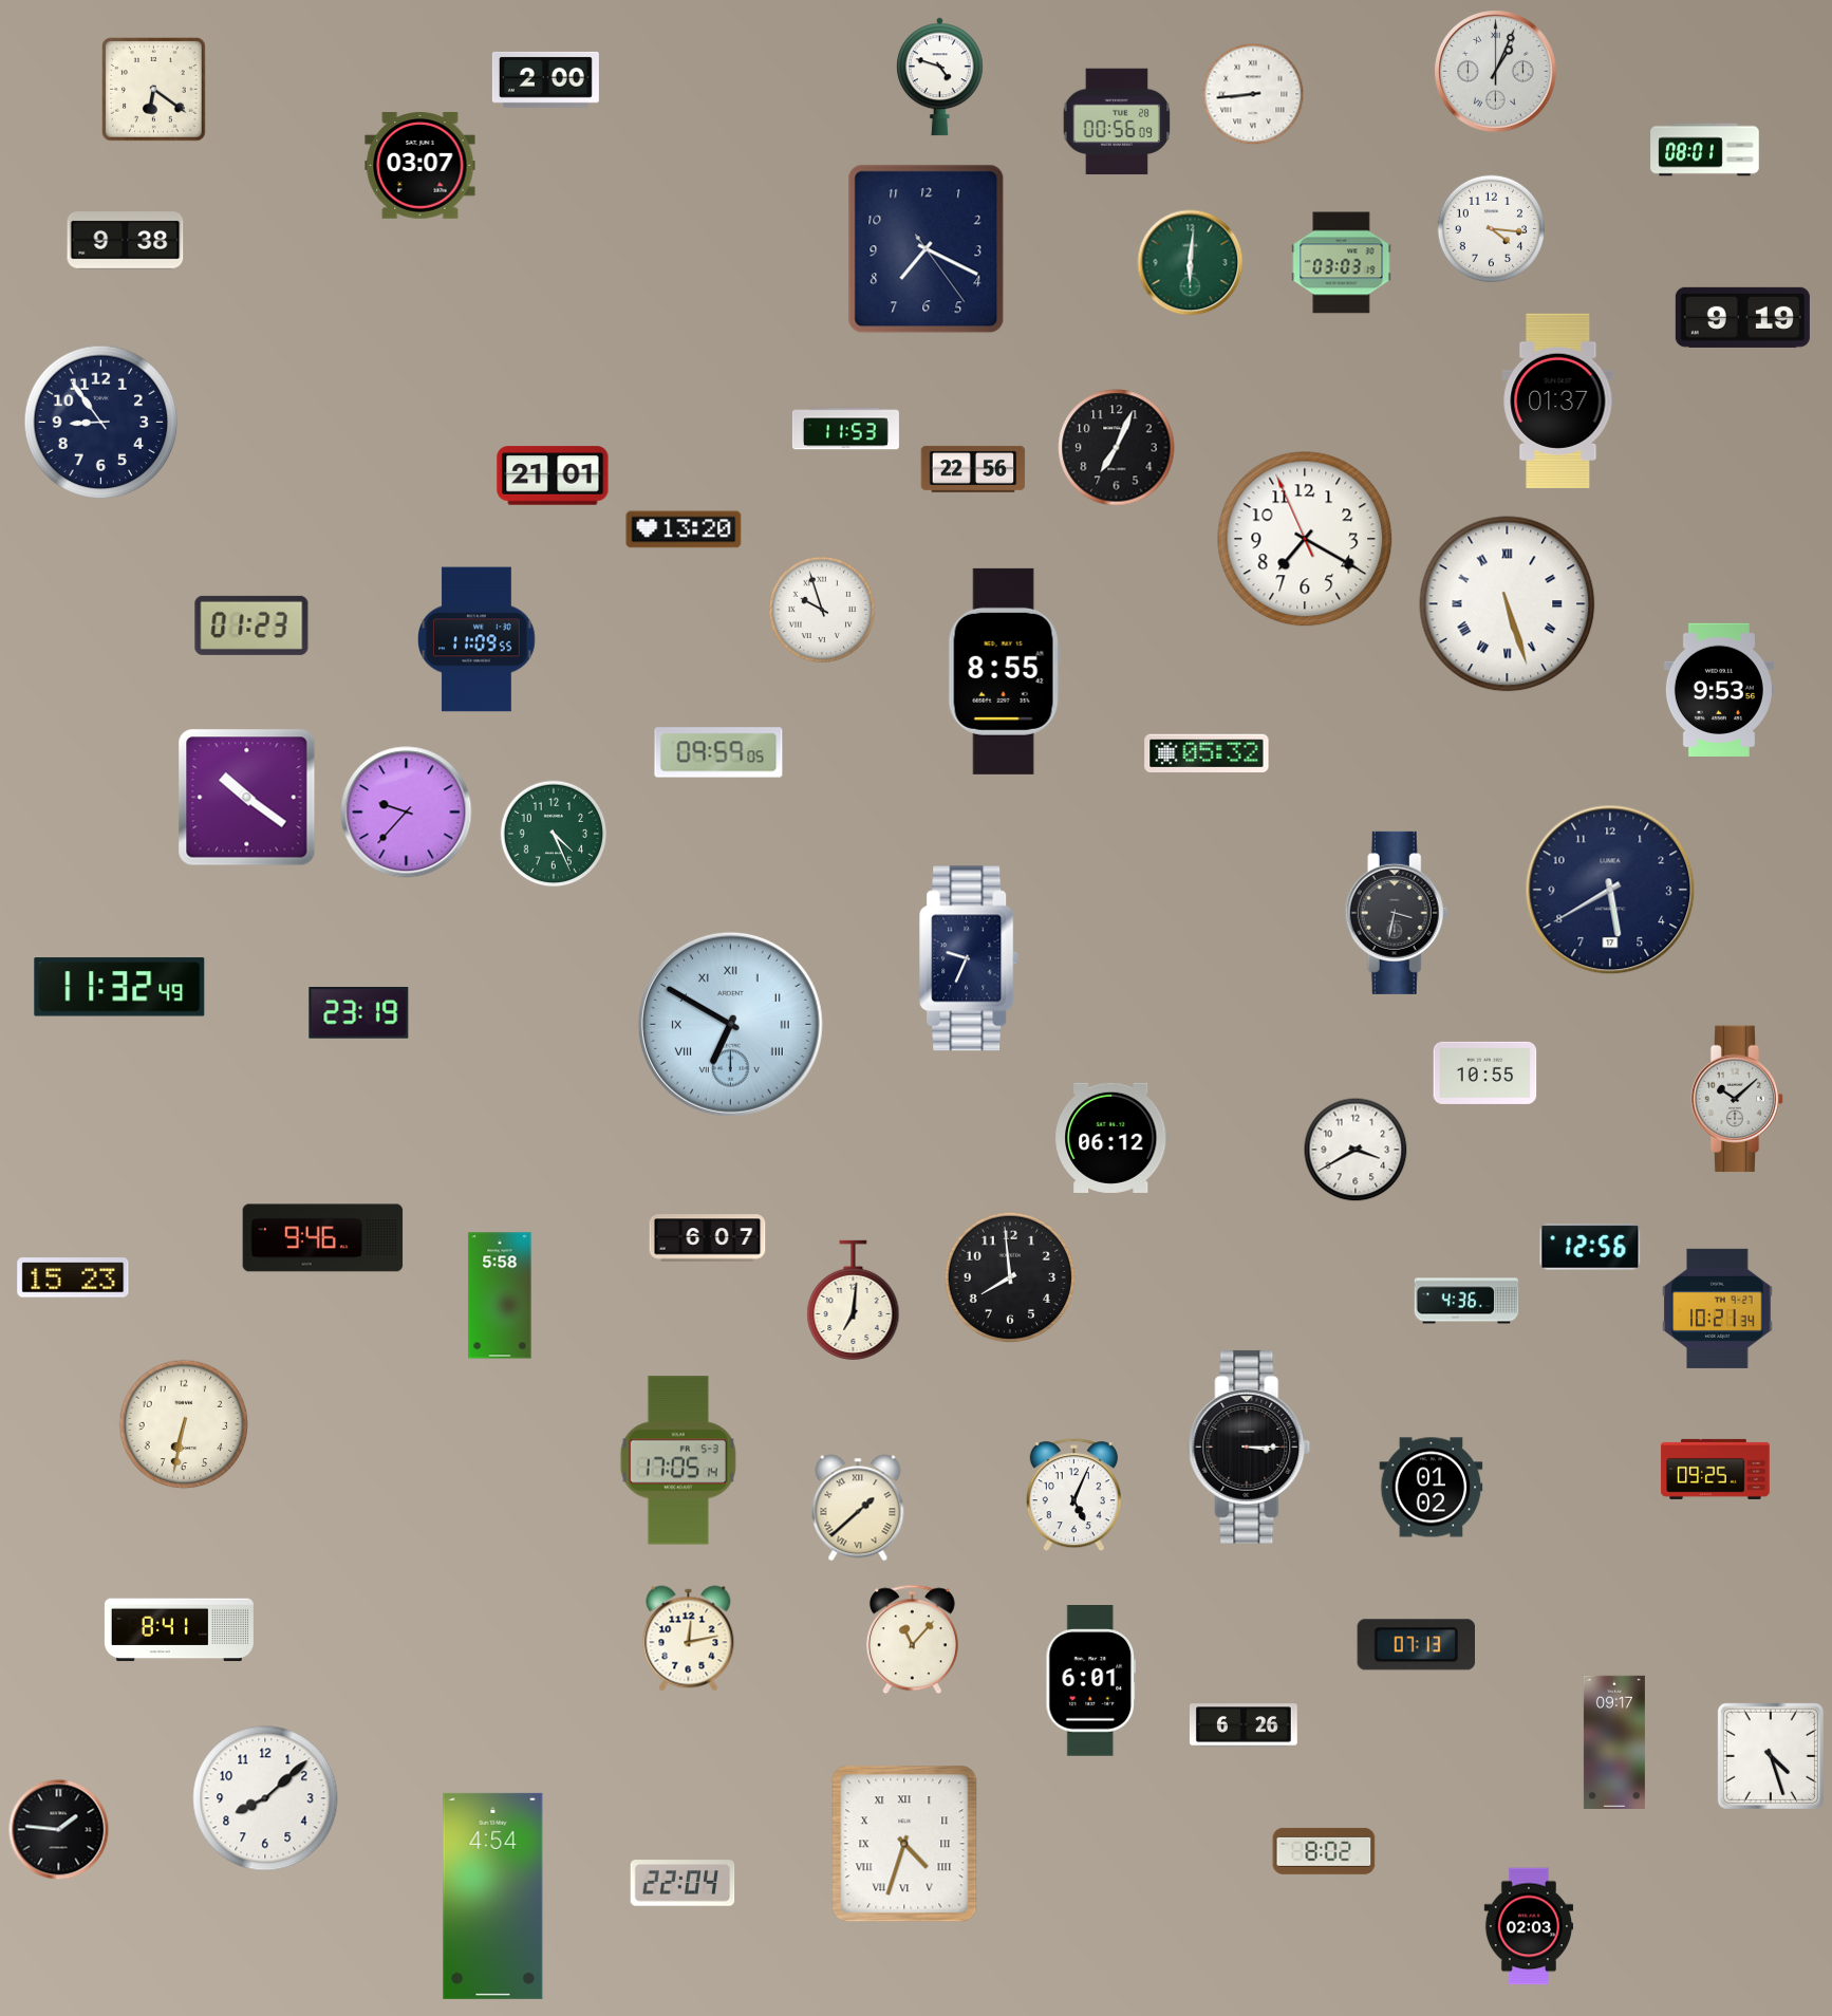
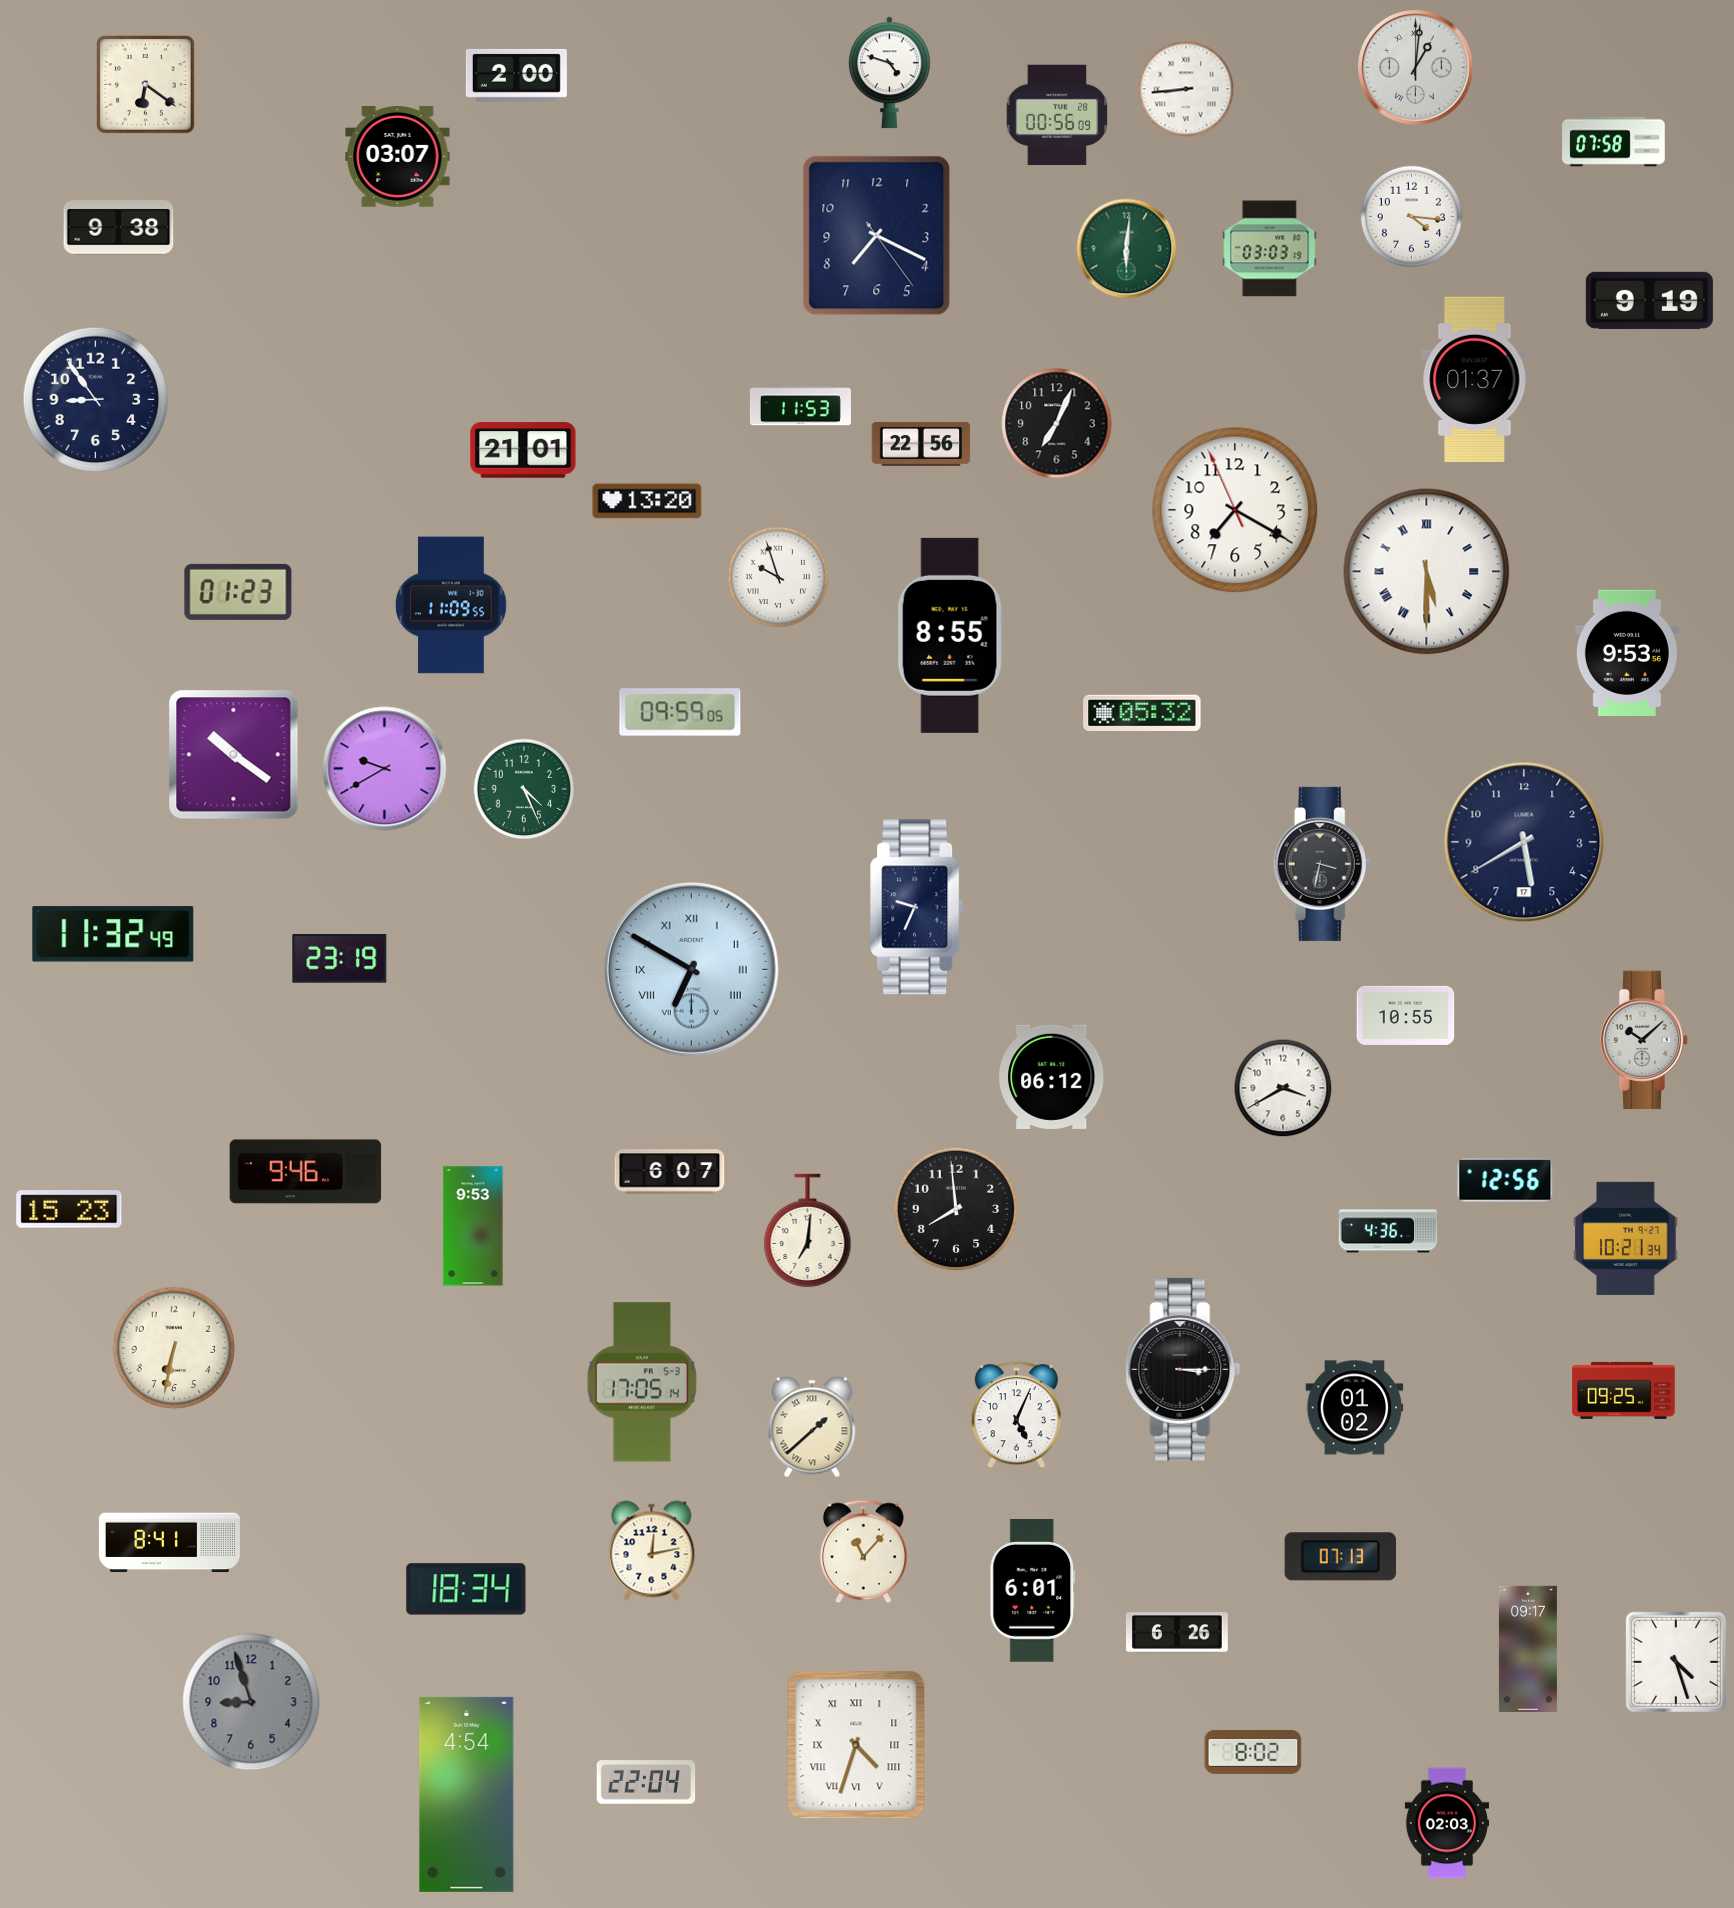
clock at (1496, 72): 1:04 -> 1:01
clock at (1705, 150): 08:01 -> 07:58
clock at (1508, 604): 5:27 -> 5:30
clock at (407, 813): 9:37 -> 9:40
clock at (500, 1295): 5:58 -> 9:53
clock at (466, 1589): none -> 18:34
clock at (265, 1798): 8:08 -> 8:57
clock at (265, 1798) dial: white -> grey
clock at (59, 1830): 1:46 -> none
